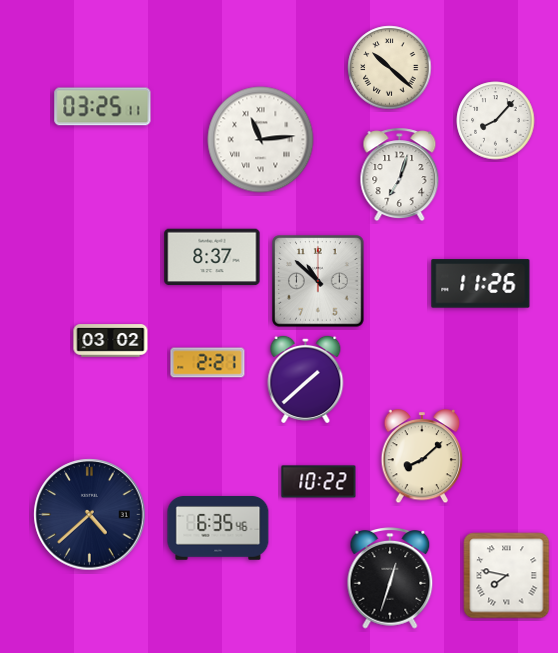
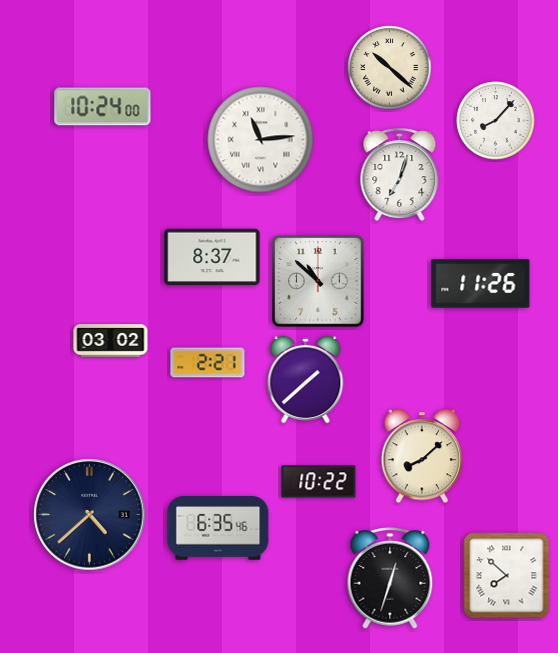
clock at (103, 107): 03:25 -> 10:24
clock at (507, 576): 7:47 -> 7:52
